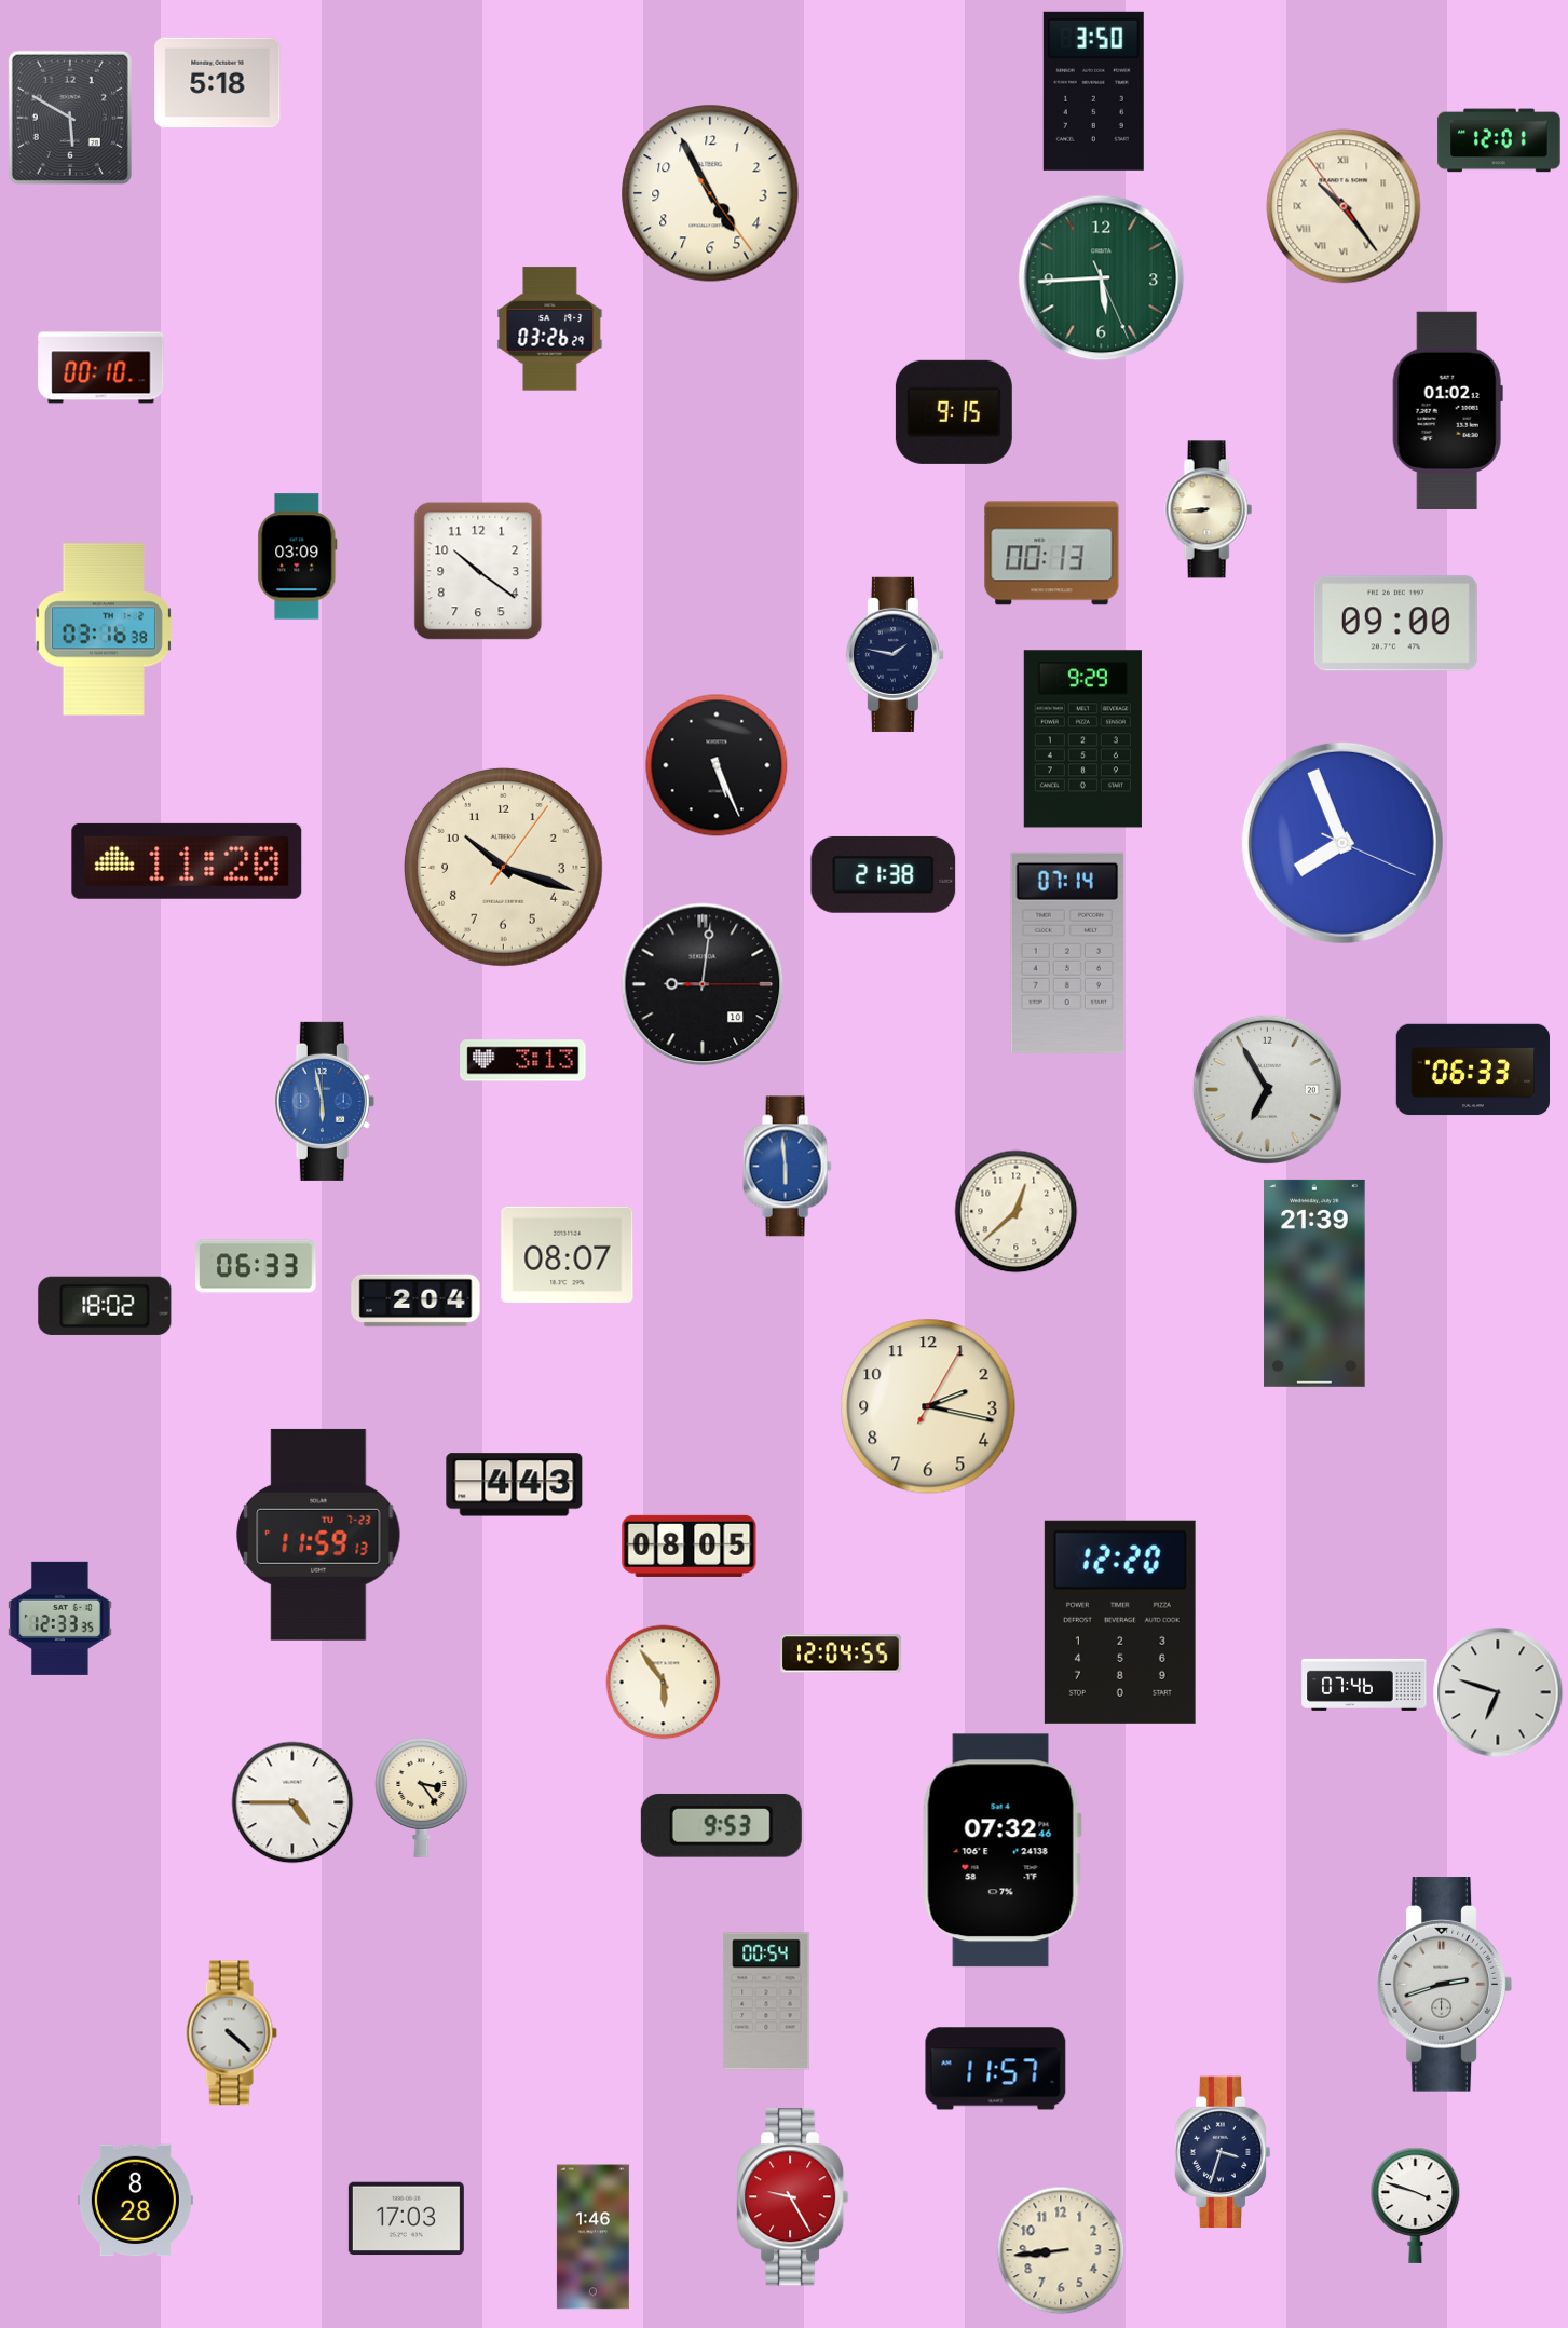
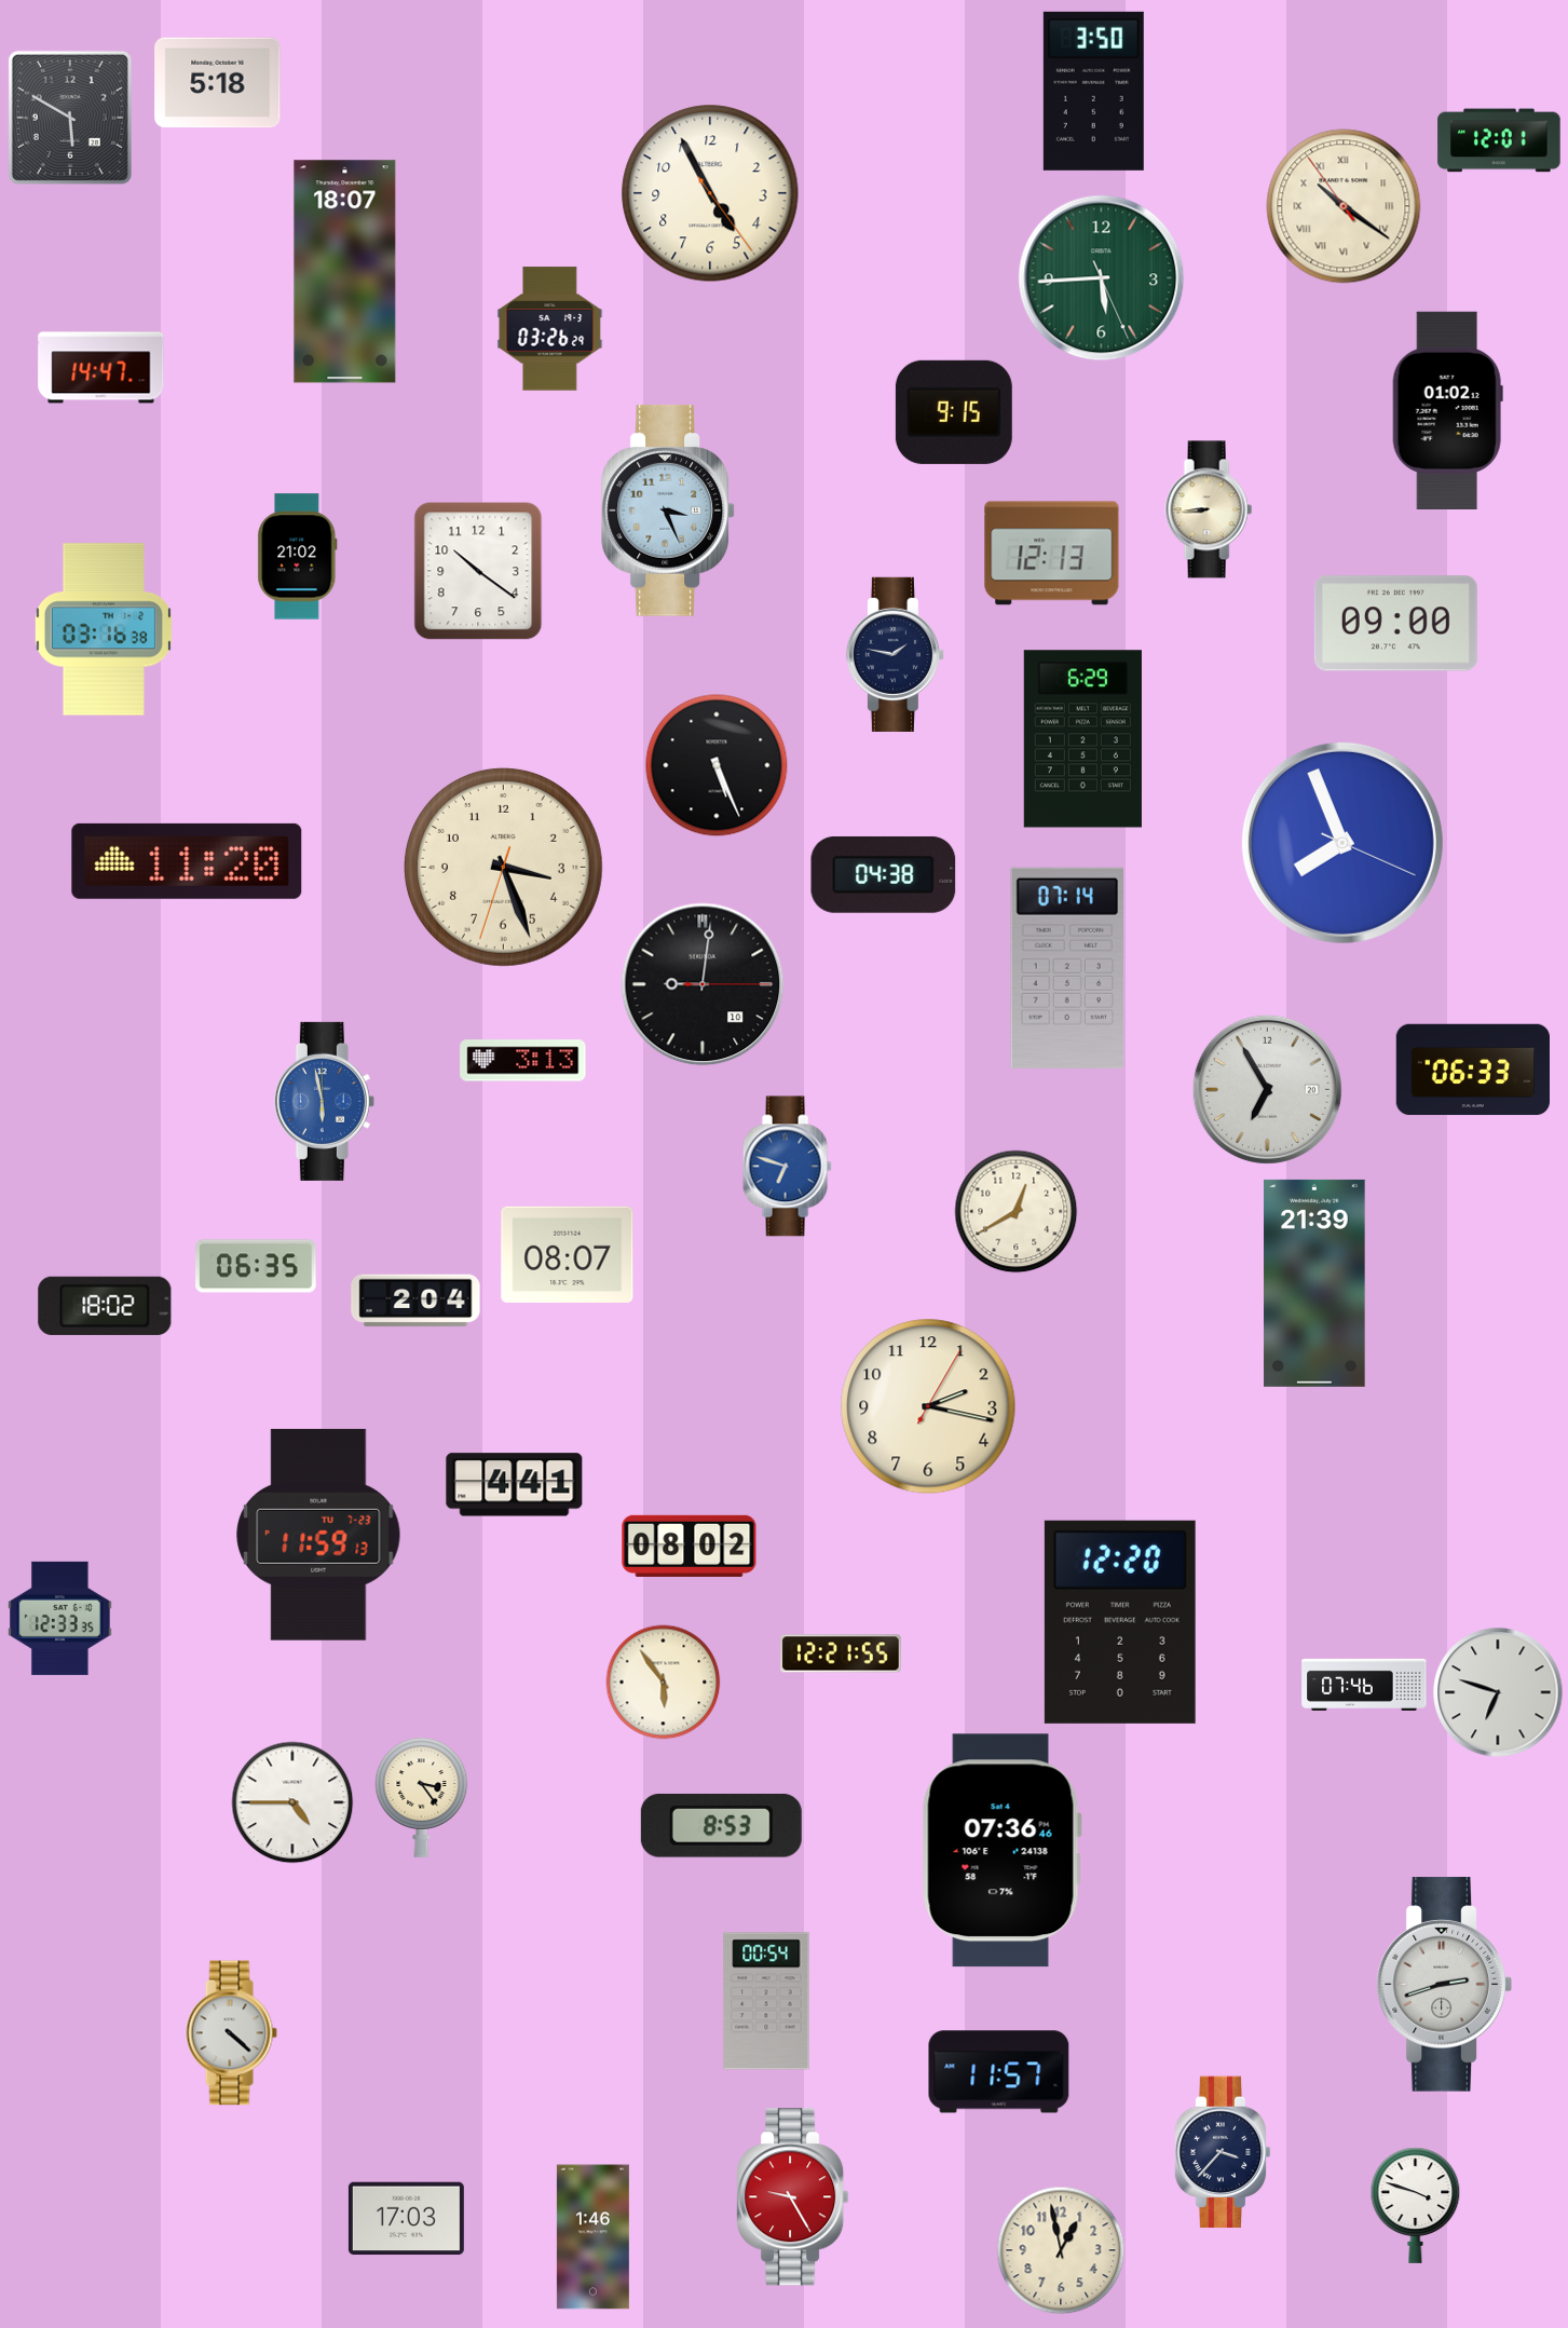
clock at (1344, 206): 10:23 -> 10:20
clock at (345, 272): none -> 18:07
clock at (101, 368): 00:10 -> 14:47
clock at (669, 510): none -> 3:26
clock at (1052, 554): 00:13 -> 12:13
clock at (298, 557): 03:09 -> 21:02
clock at (1082, 739): 9:29 -> 6:29
clock at (503, 867): 10:18 -> 3:26
clock at (884, 874): 21:38 -> 04:38
clock at (1066, 953) position: (1066, 953) -> (1066, 968)
clock at (787, 1167): 5:59 -> 6:48
clock at (1017, 1212): 12:38 -> 12:40
clock at (257, 1266): 06:33 -> 06:35
clock at (515, 1485): 4:43 -> 4:41
clock at (690, 1546): 08:05 -> 08:02
clock at (841, 1653): 12:04 -> 12:21
clock at (721, 1826): 9:53 -> 8:53
clock at (1001, 1851): 07:32 -> 07:36
clock at (996, 2069) position: (996, 2069) -> (999, 2072)
clock at (1223, 2152): 3:33 -> 3:37
clock at (135, 2201): 8:28 -> none
clock at (1061, 2250): 8:44 -> 12:58
